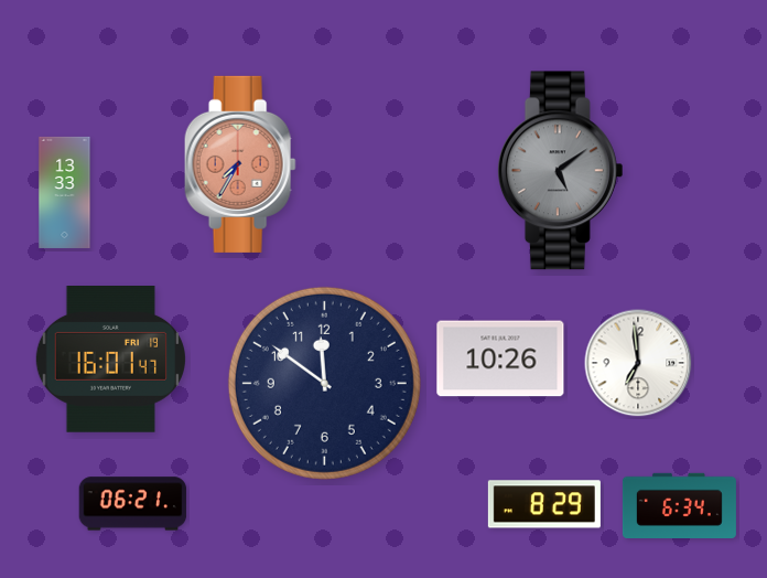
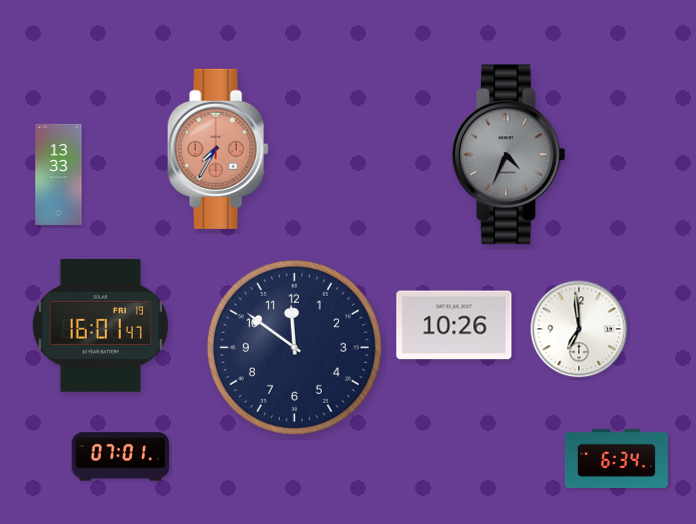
clock at (560, 171): 5:09 -> 4:34
clock at (133, 504): 06:21 -> 07:01
clock at (544, 504): 8:29 -> none
